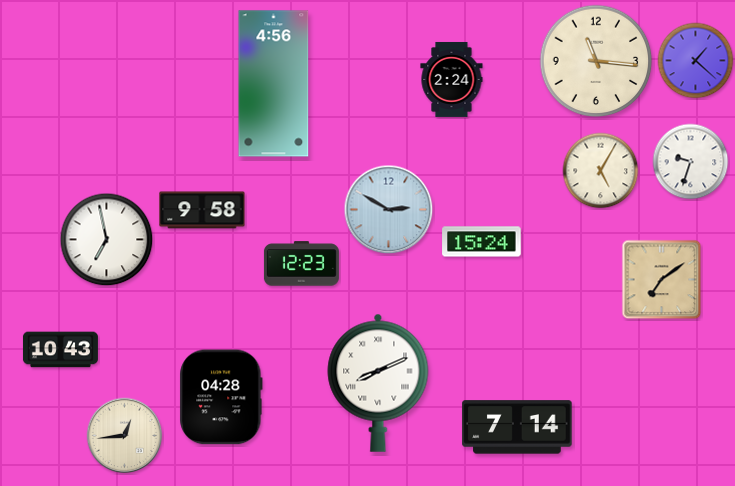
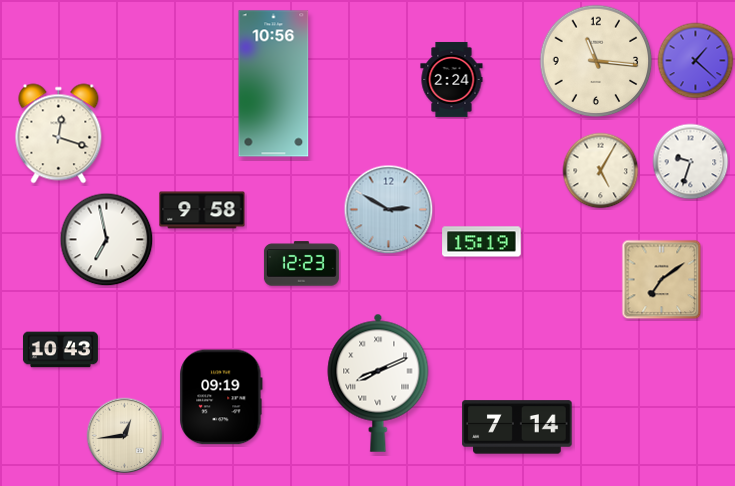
clock at (274, 84): 4:56 -> 10:56
clock at (59, 134): none -> 12:18
clock at (482, 242): 15:24 -> 15:19
clock at (221, 397): 04:28 -> 09:19
